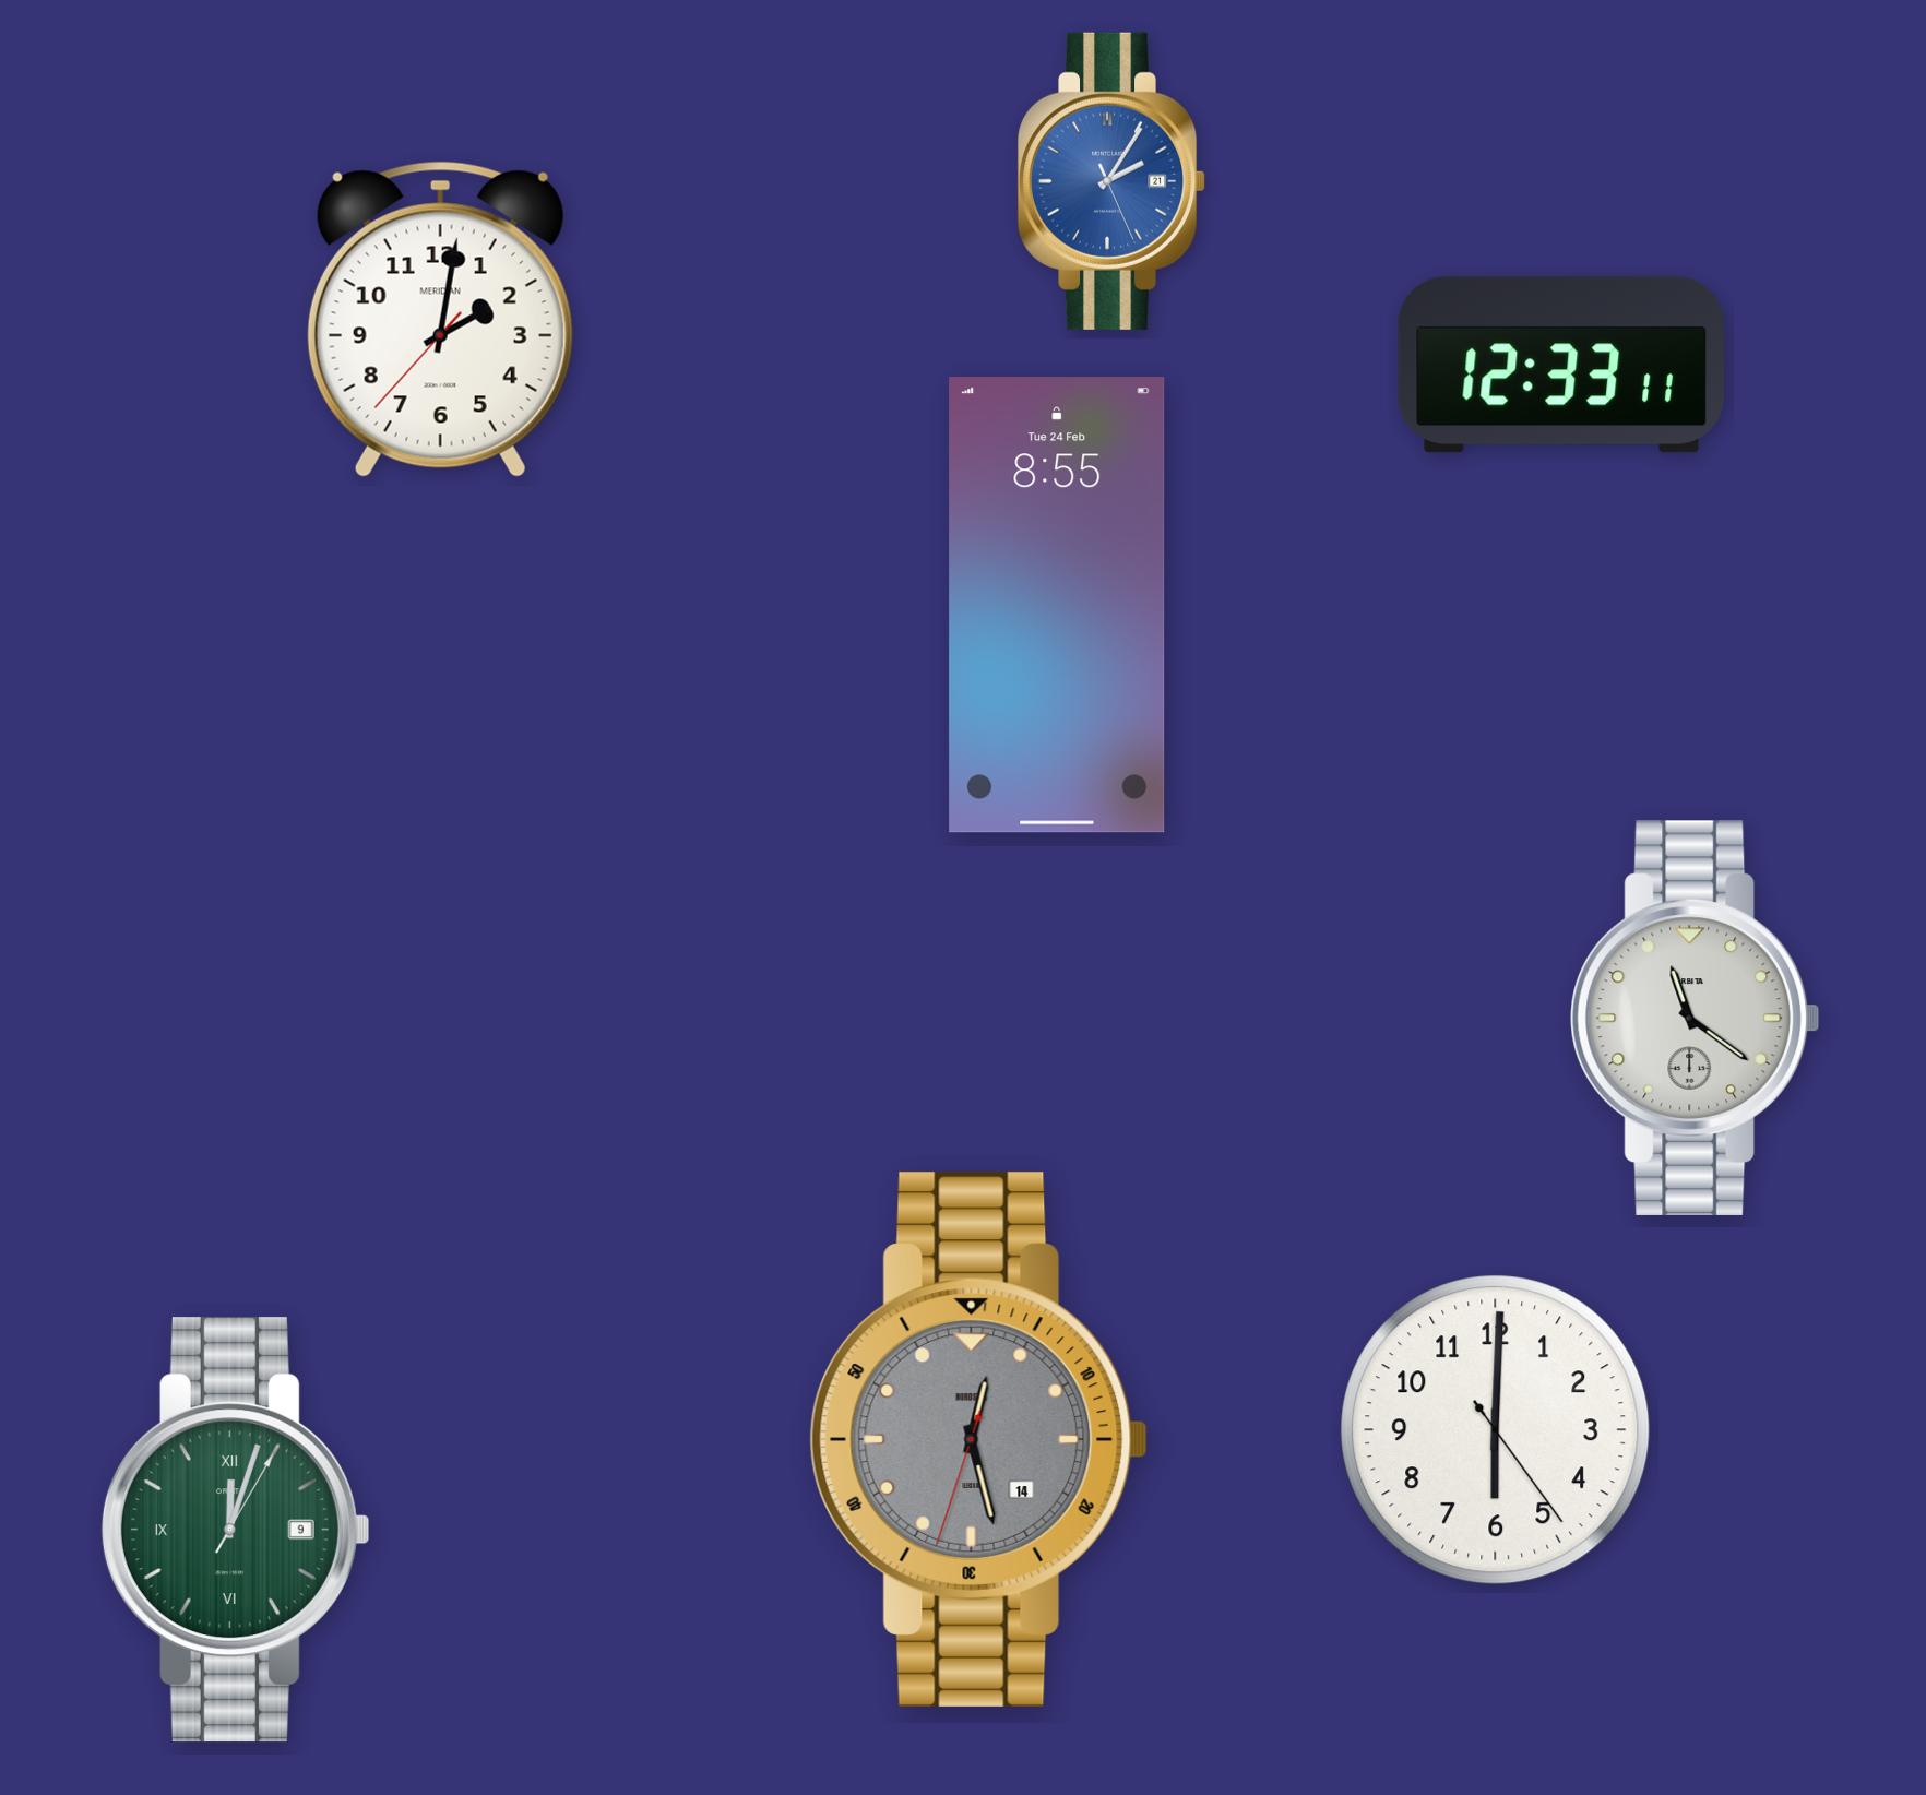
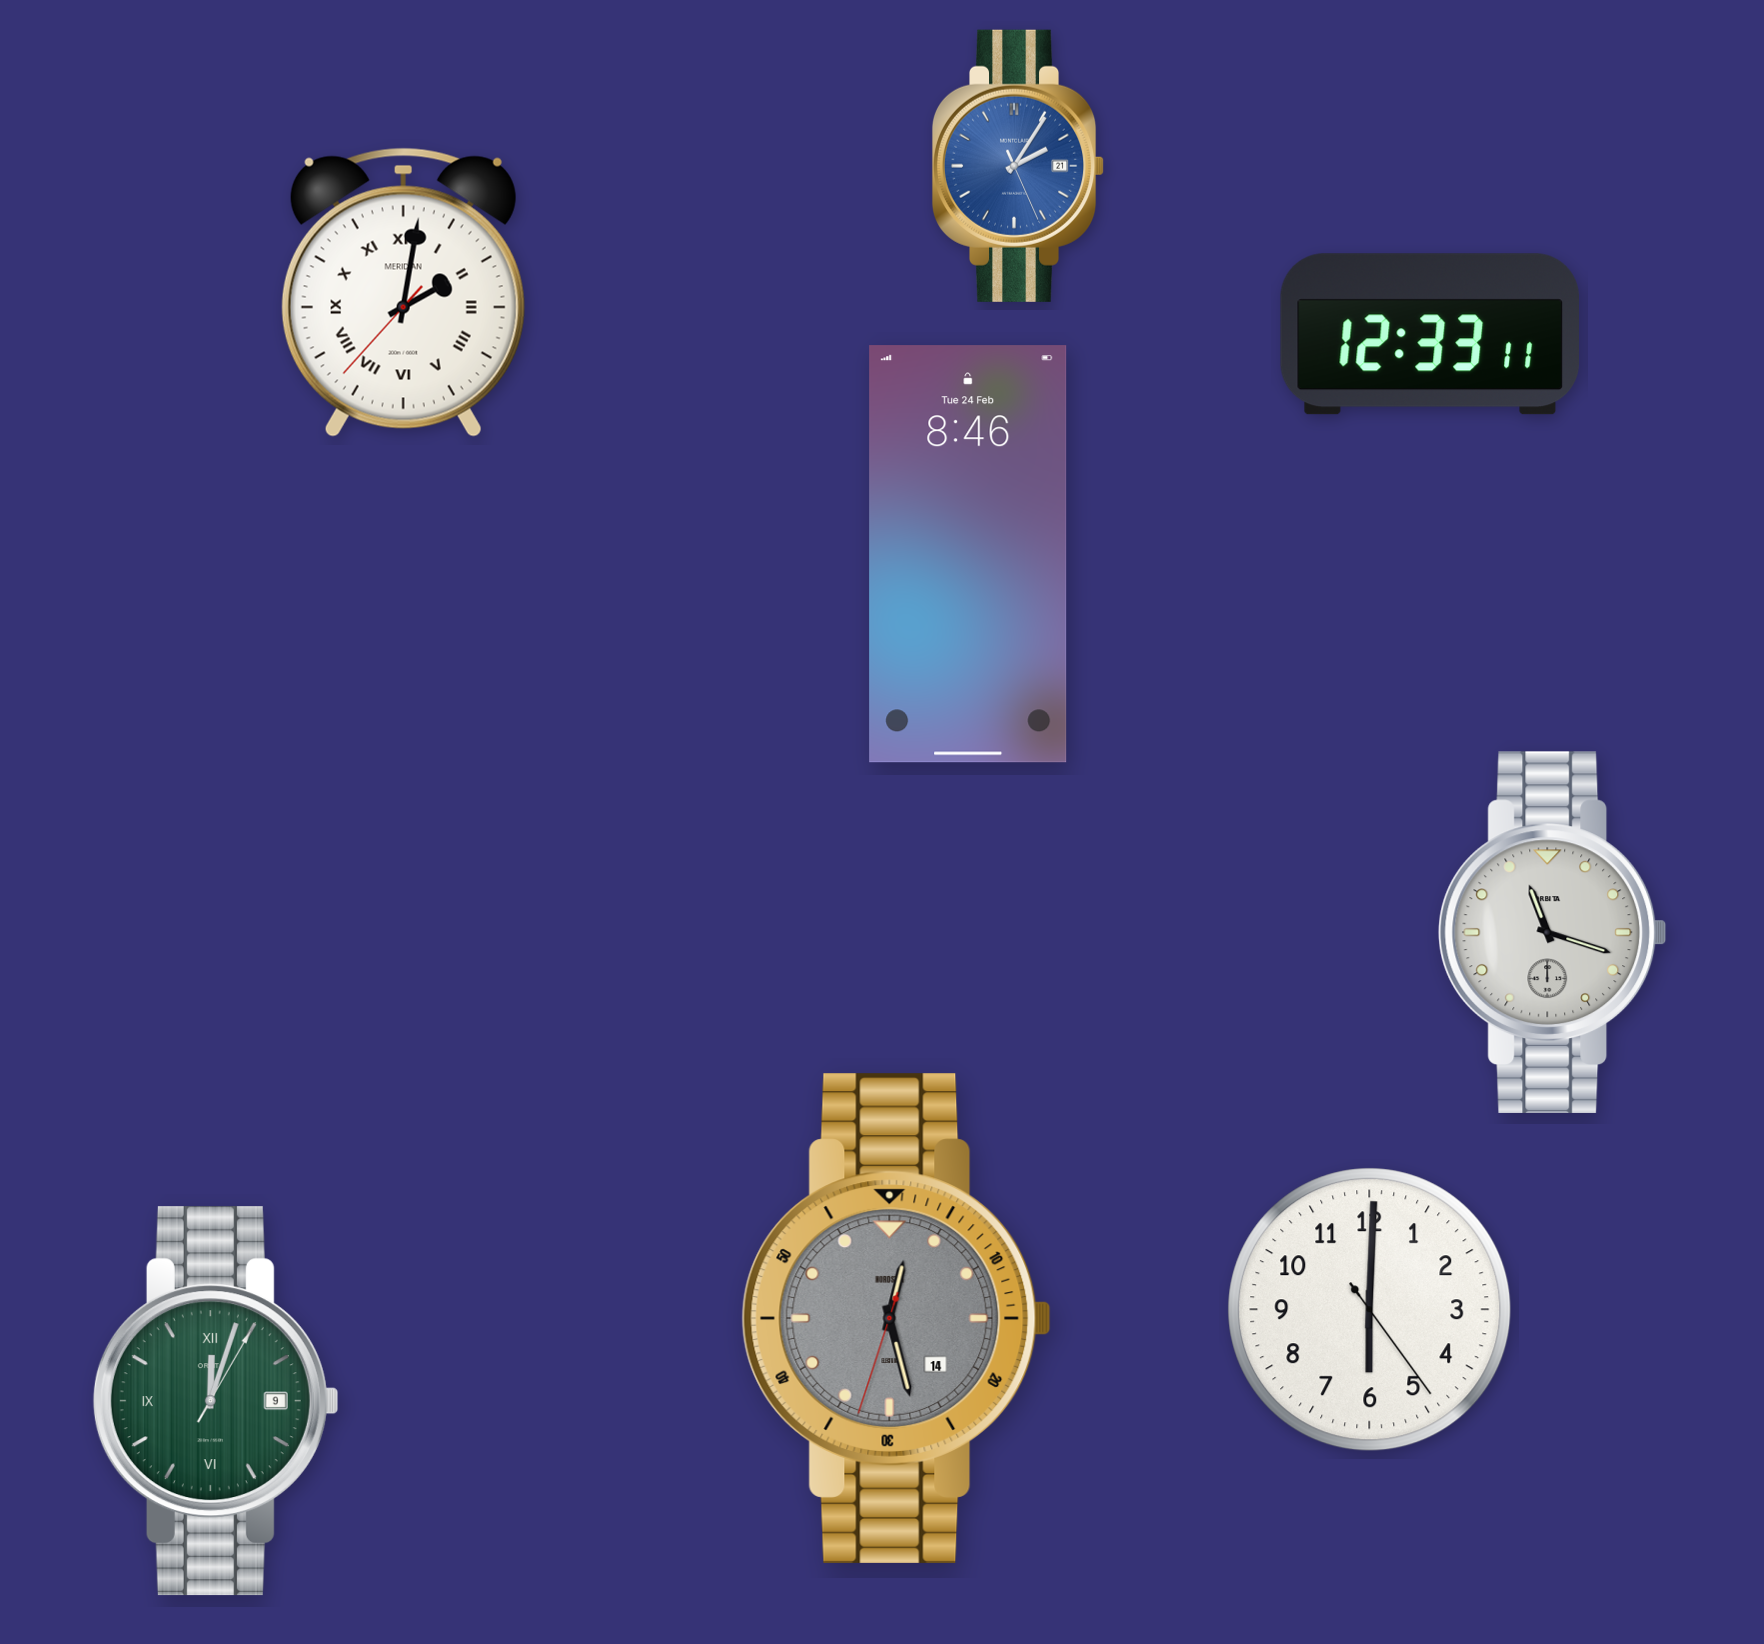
clock at (440, 319) numerals: Arabic -> Roman
clock at (1057, 605): 8:55 -> 8:46
clock at (1696, 1018): 11:21 -> 11:18
